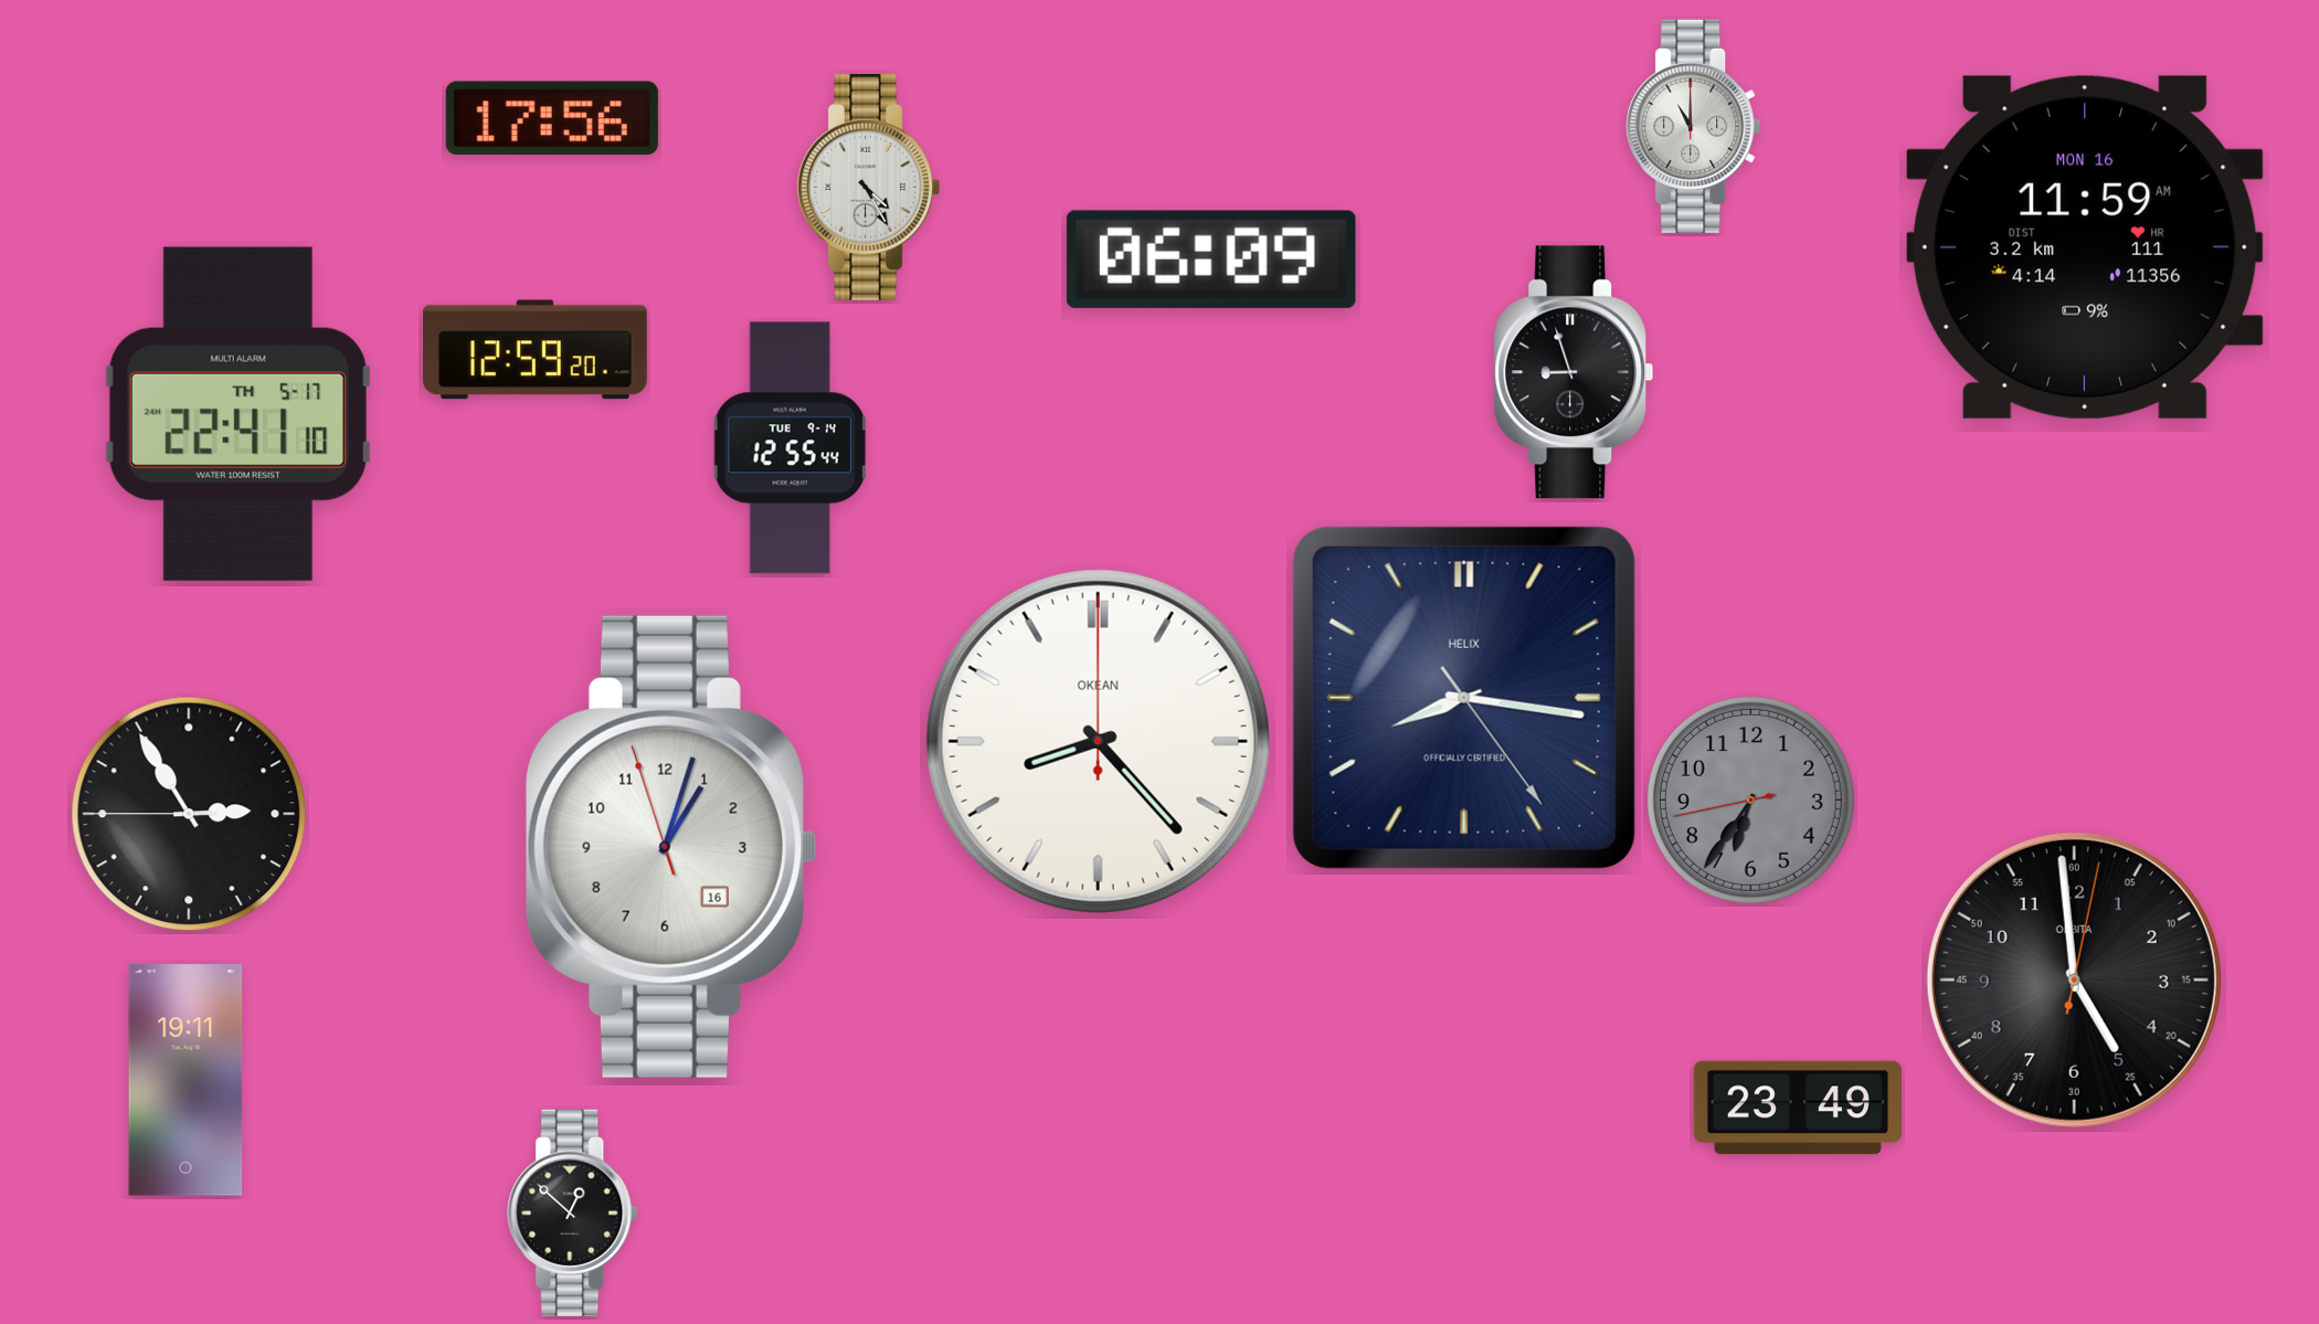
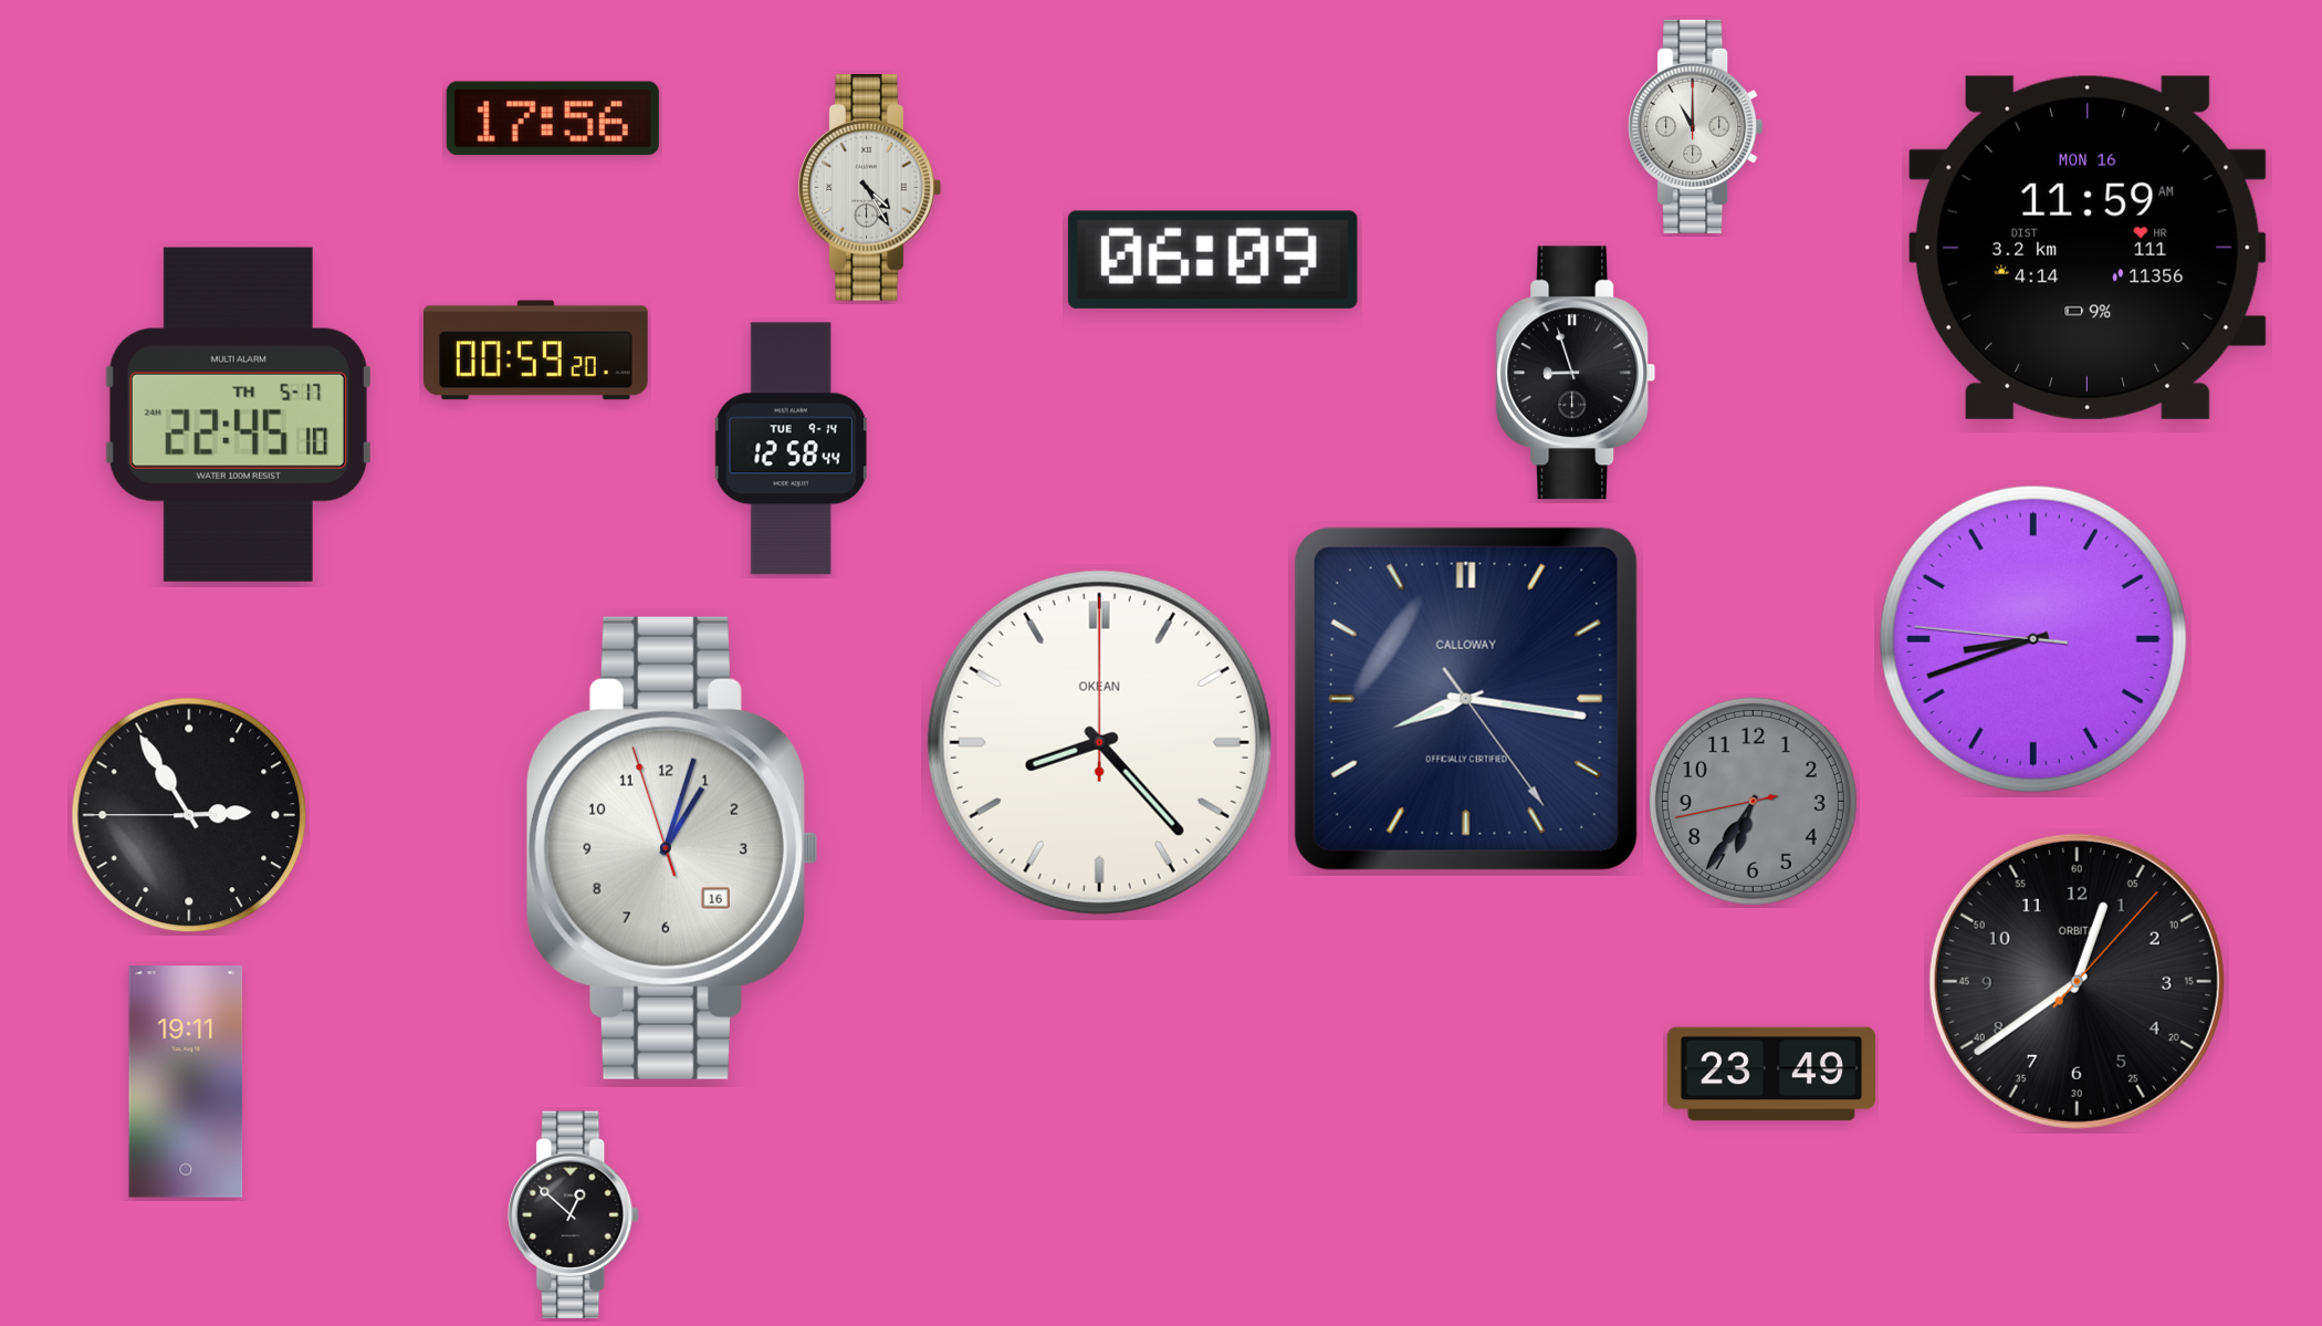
clock at (534, 350): 12:59 -> 00:59
clock at (237, 414): 22:41 -> 22:45
clock at (790, 448): 12:55 -> 12:58
clock at (2033, 639): none -> 8:41
clock at (1464, 698) brand: HELIX -> CALLOWAY
clock at (2074, 979): 4:59 -> 12:39
clock at (1798, 1108) position: (1798, 1108) -> (1771, 1074)
